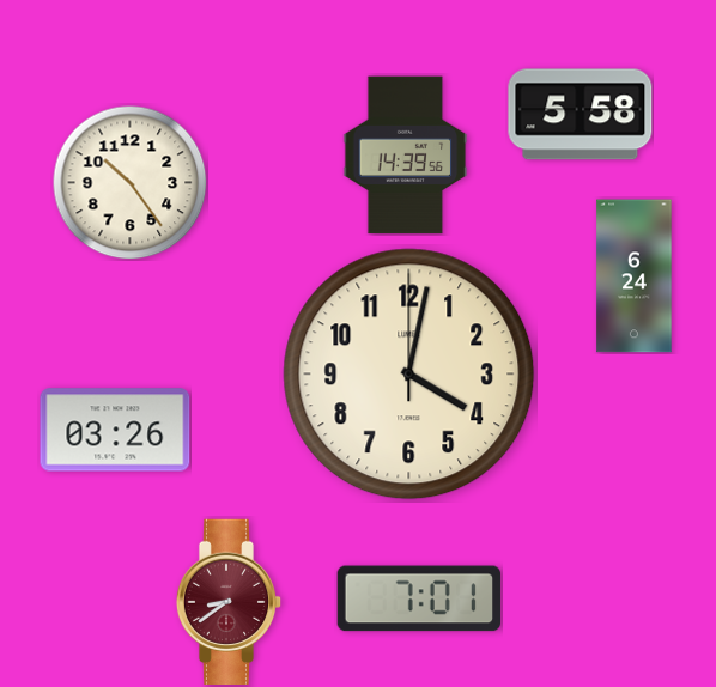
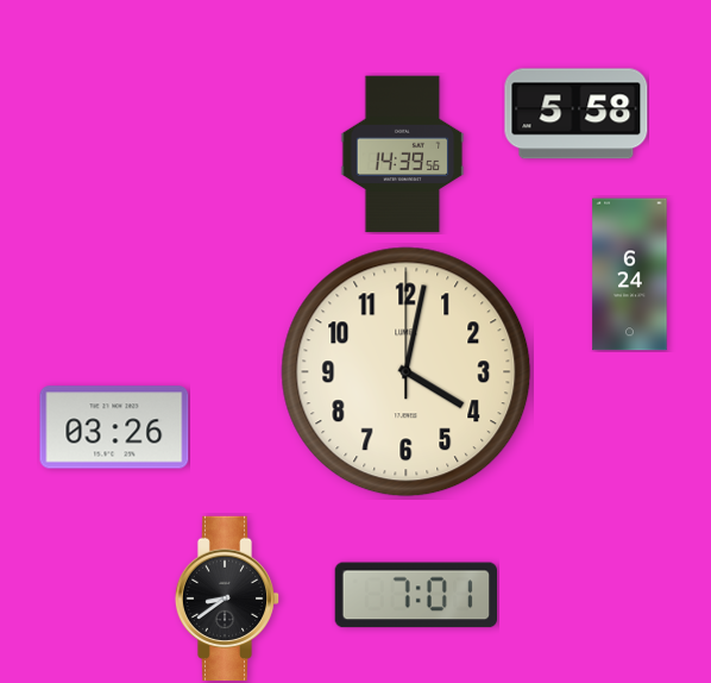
clock at (129, 182): 10:24 -> none
clock at (229, 601) dial: burgundy -> black
